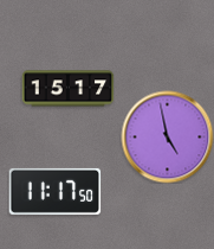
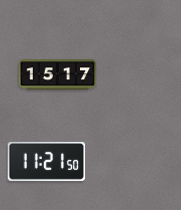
clock at (167, 136): 4:58 -> none
clock at (54, 191): 11:17 -> 11:21
